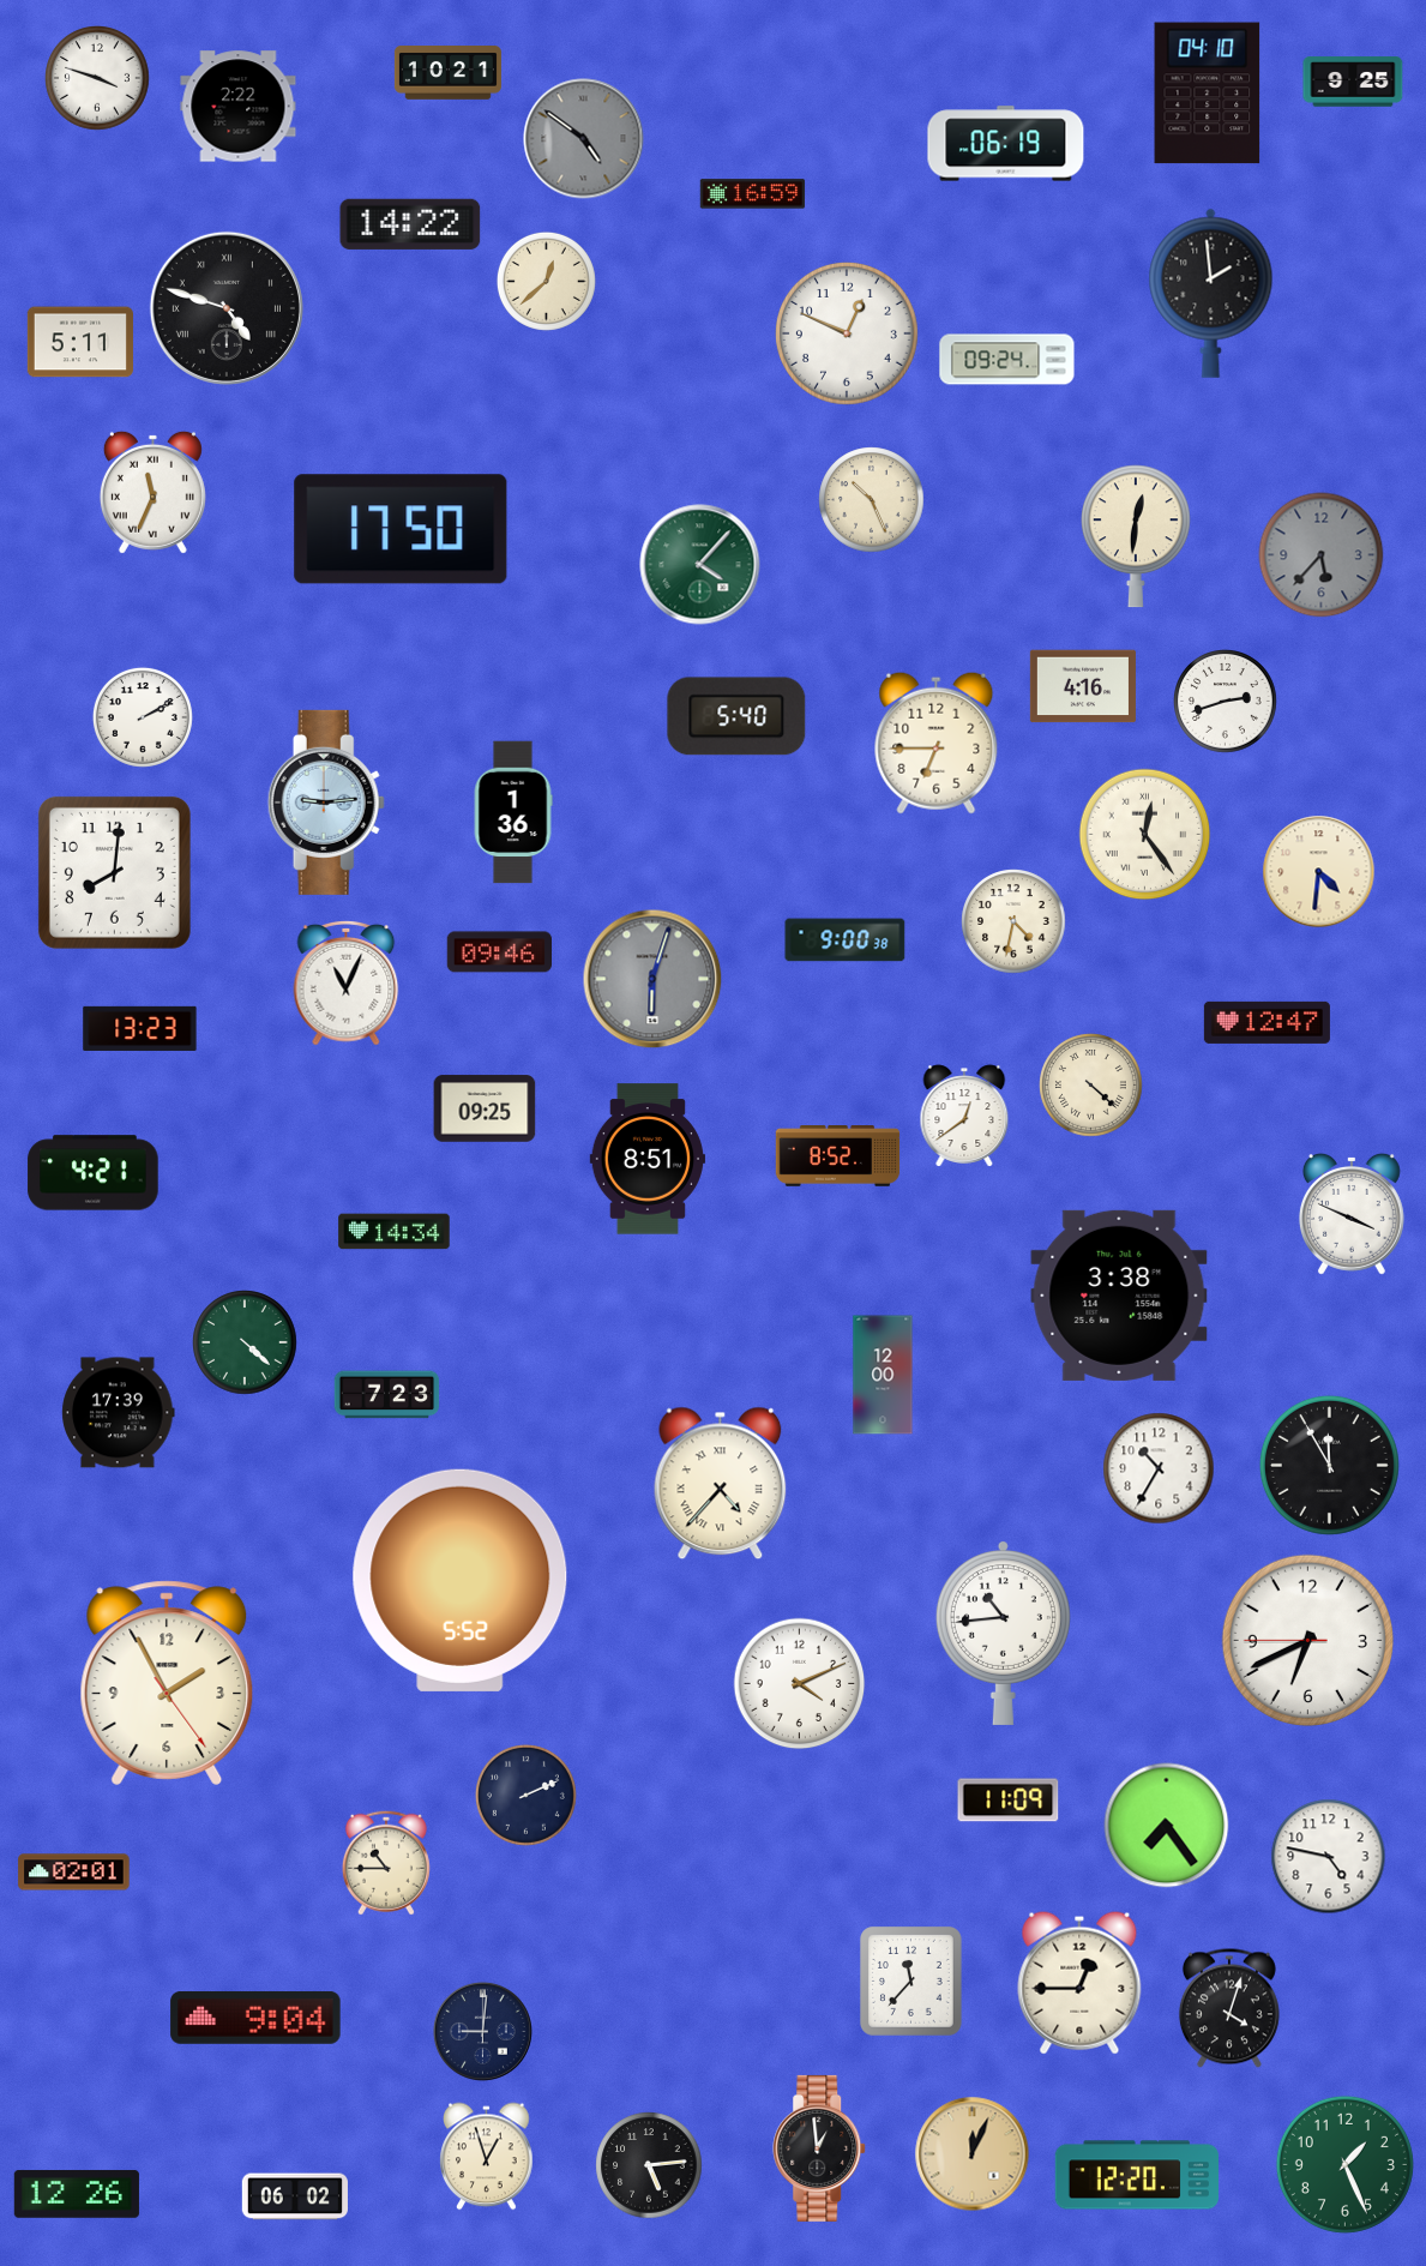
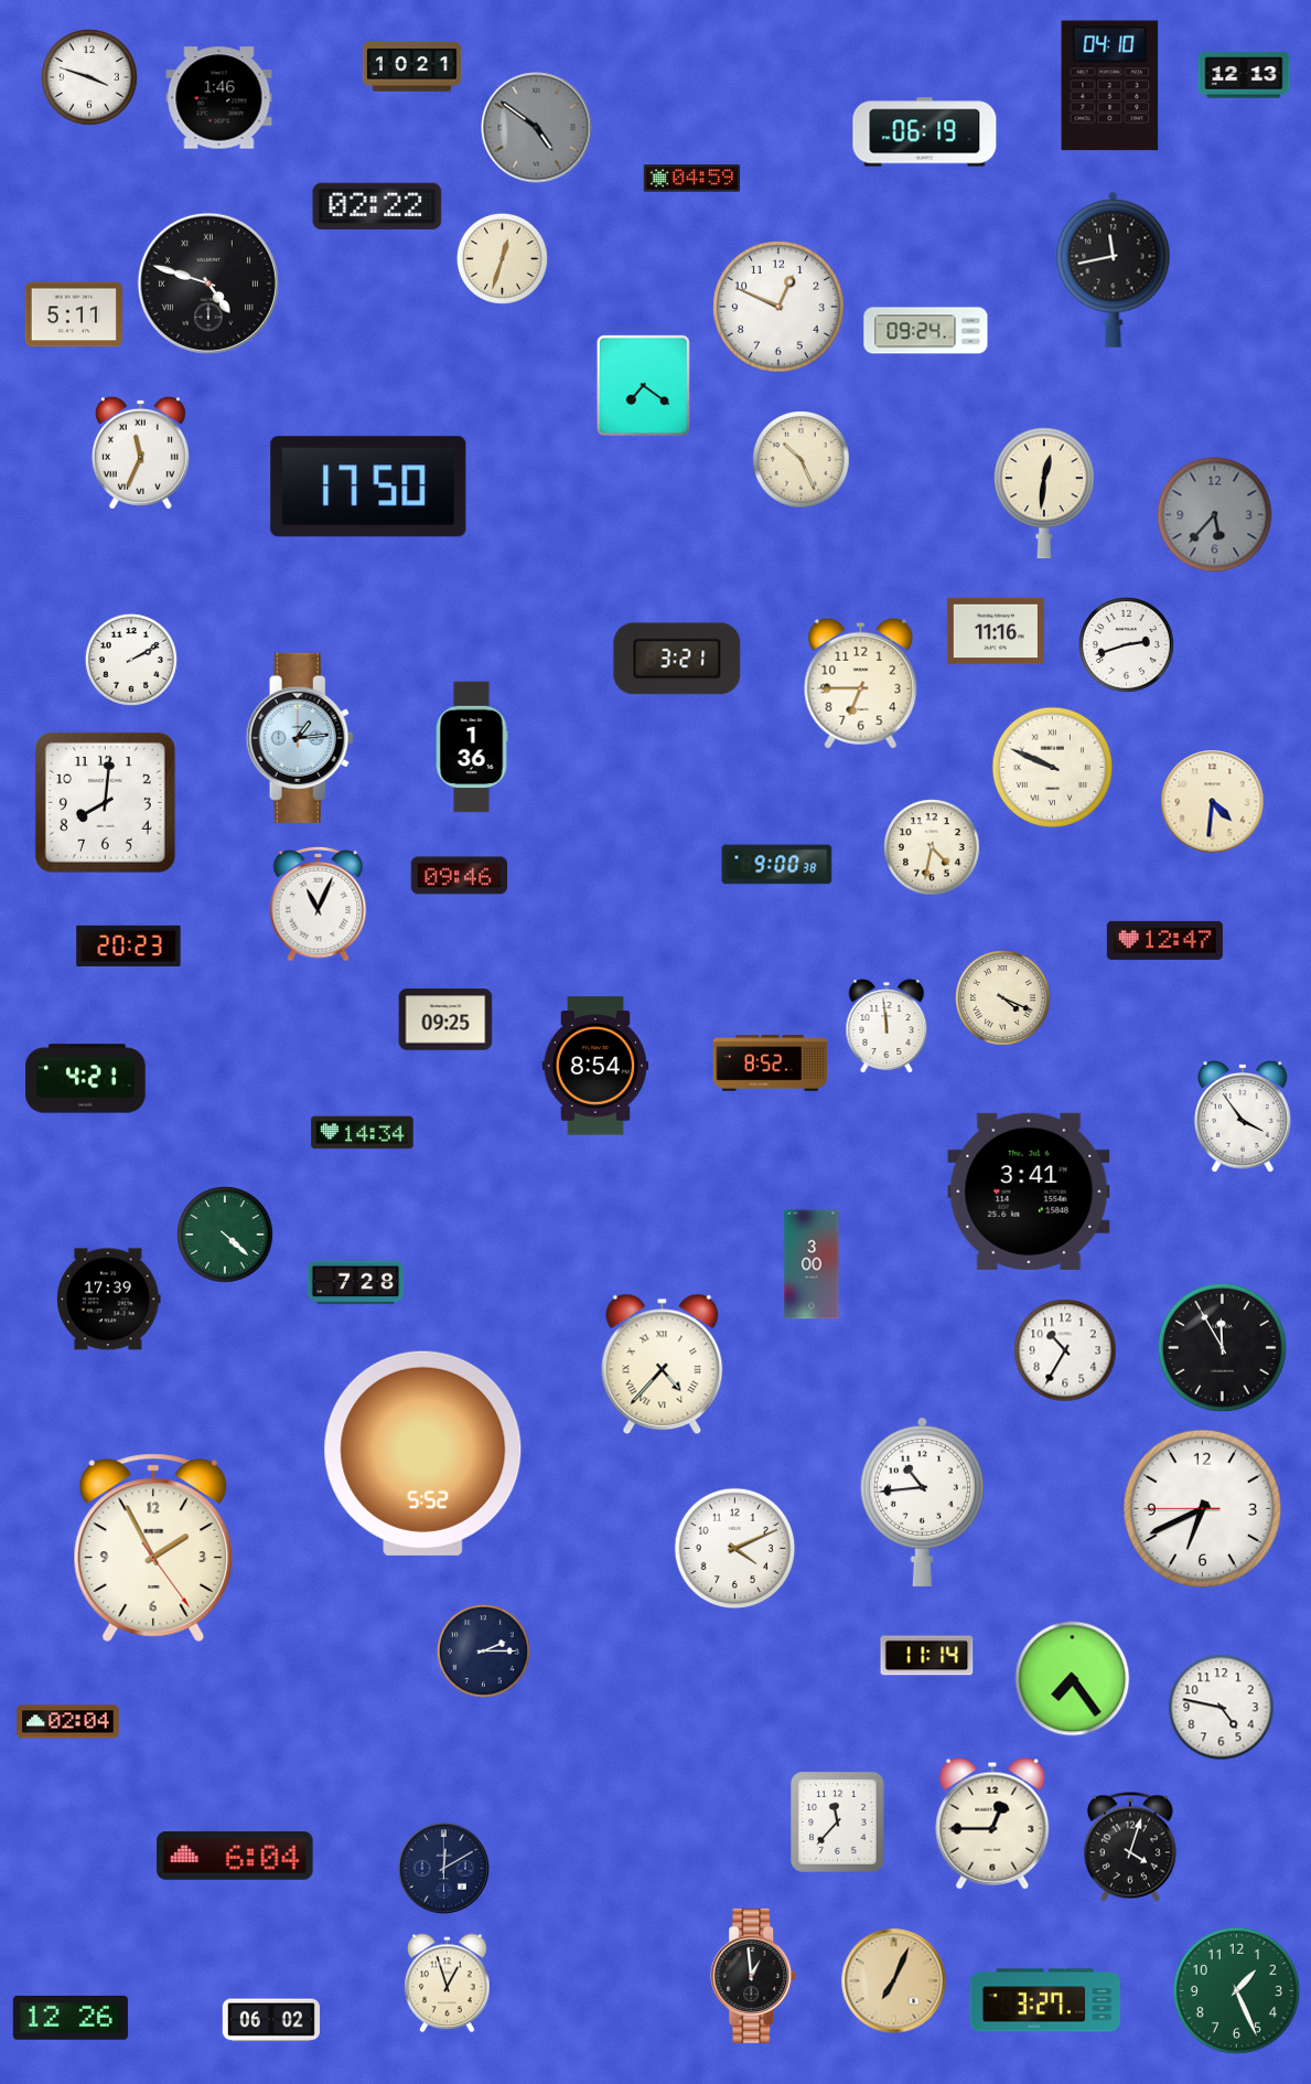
clock at (97, 78) position: (97, 78) -> (89, 77)
clock at (1353, 82): 9:25 -> 12:13
clock at (239, 107): 2:22 -> 1:46
clock at (753, 194): 16:59 -> 04:59
clock at (410, 224): 14:22 -> 02:22
clock at (546, 281): 12:38 -> 12:33
clock at (1211, 293): 1:59 -> 11:43
clock at (643, 385): none -> 7:21
clock at (1322, 555) position: (1322, 555) -> (1215, 515)
clock at (700, 565): 4:07 -> none
clock at (1083, 686): 4:16 -> 11:16
clock at (736, 716): 5:40 -> 3:21
clock at (326, 803): 9:14 -> 1:14
clock at (1145, 835): 12:24 -> 9:49
clock at (652, 979): 6:03 -> none
clock at (140, 1028): 13:23 -> 20:23
clock at (1091, 1086): 4:22 -> 4:19
clock at (964, 1116): 12:39 -> 11:59
clock at (646, 1159): 8:51 -> 8:54
clock at (1352, 1214): 3:49 -> 3:54
clock at (1119, 1296): 3:38 -> 3:41
clock at (883, 1375): 12:00 -> 3:00
clock at (387, 1395): 7:23 -> 7:28
clock at (525, 1795): 2:11 -> 2:15
clock at (1009, 1801): 11:09 -> 11:14
clock at (386, 1863): 10:45 -> none
clock at (74, 1873): 02:01 -> 02:04
clock at (255, 2018): 9:04 -> 6:04
clock at (483, 2032): 9:01 -> 12:10
clock at (973, 2154): 12:04 -> 7:04
clock at (649, 2165): 5:14 -> none
clock at (1136, 2175): 12:20 -> 3:27
